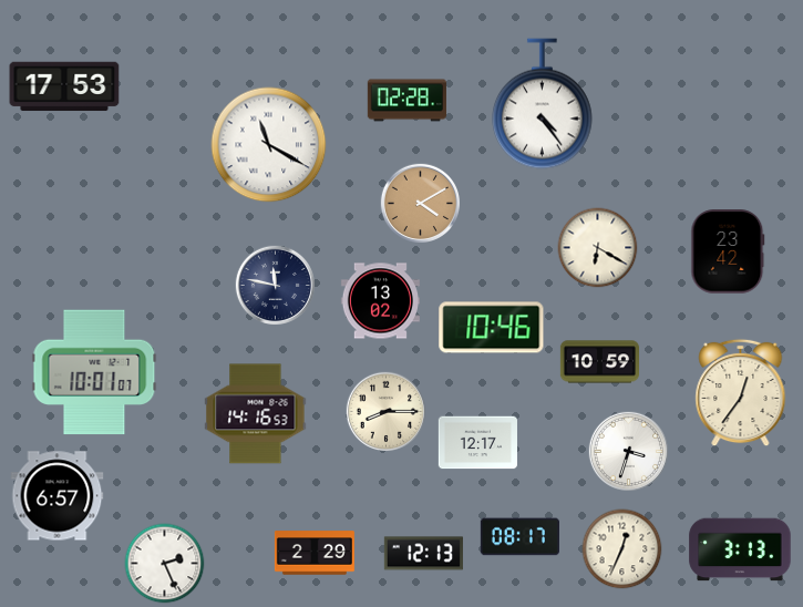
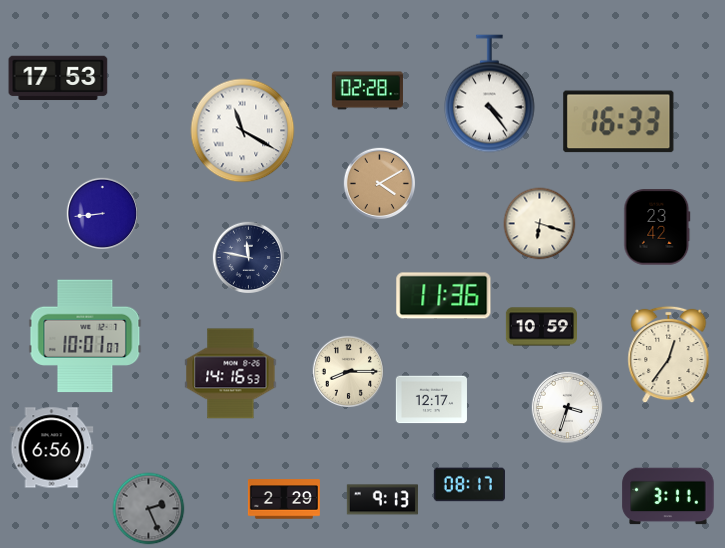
clock at (619, 122): none -> 16:33
clock at (102, 213): none -> 8:44
clock at (598, 248): 6:20 -> 6:18
clock at (380, 301): 13:02 -> none
clock at (492, 328): 10:46 -> 11:36
clock at (58, 496): 6:57 -> 6:56
clock at (622, 549): 12:34 -> none
clock at (740, 549): 3:13 -> 3:11
clock at (423, 554): 12:13 -> 9:13
clock at (165, 564) dial: white -> grey
